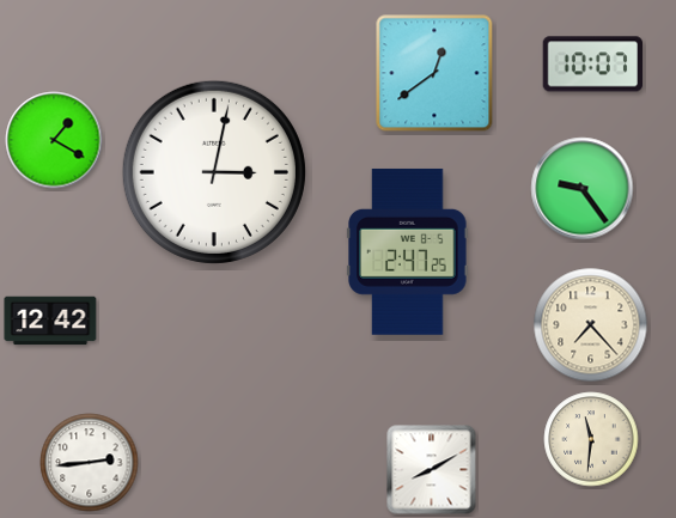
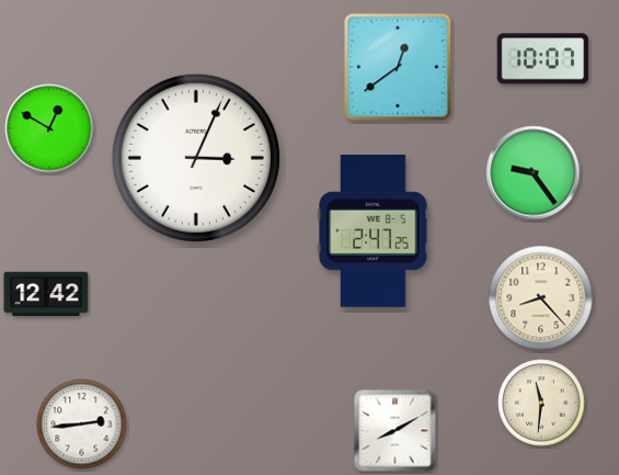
clock at (54, 140): 1:20 -> 12:50
clock at (214, 172): 3:02 -> 3:04
clock at (591, 325): 7:23 -> 8:23
